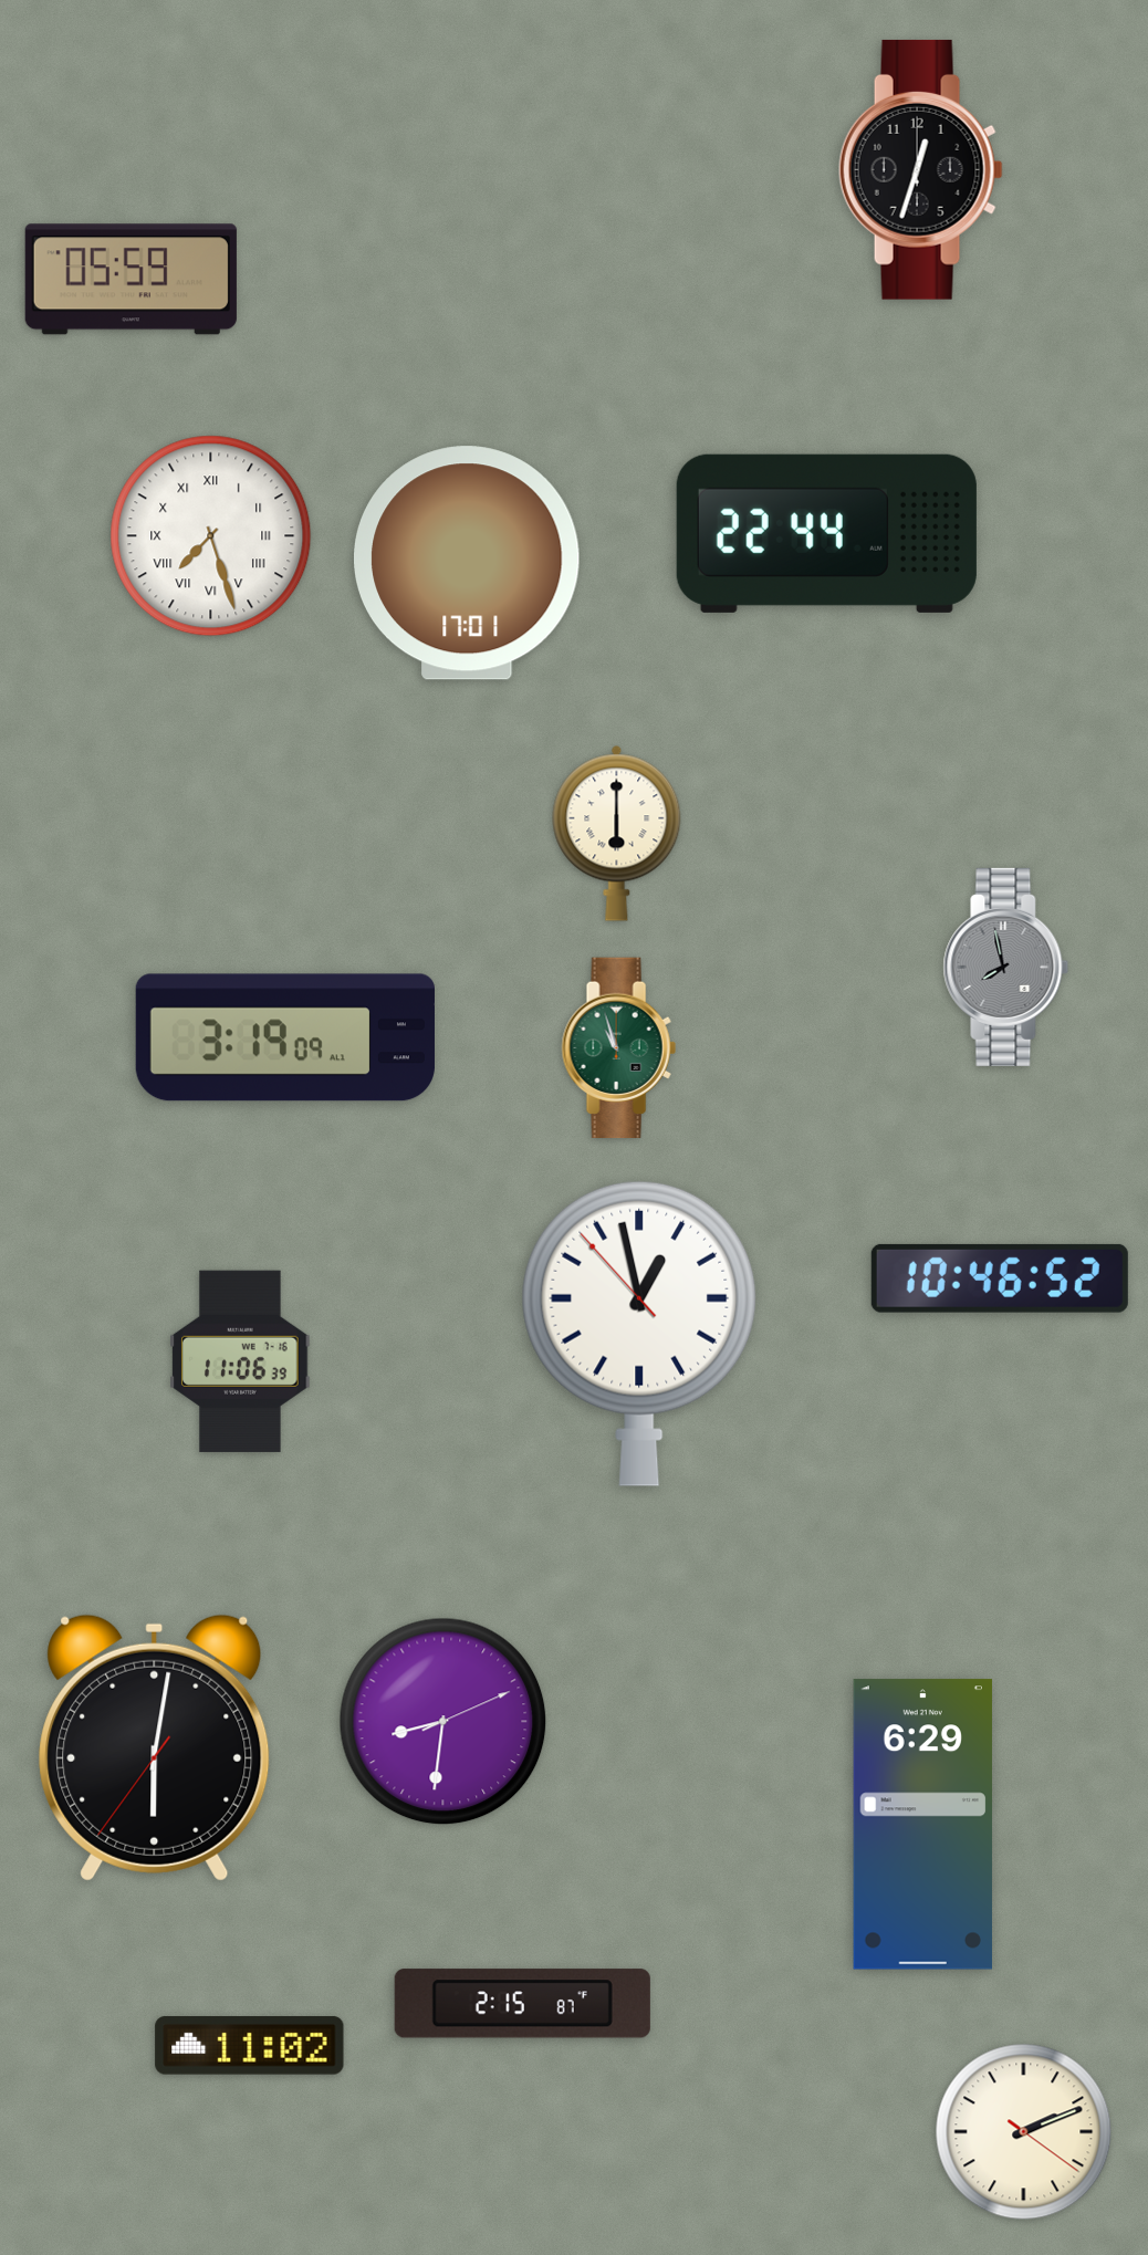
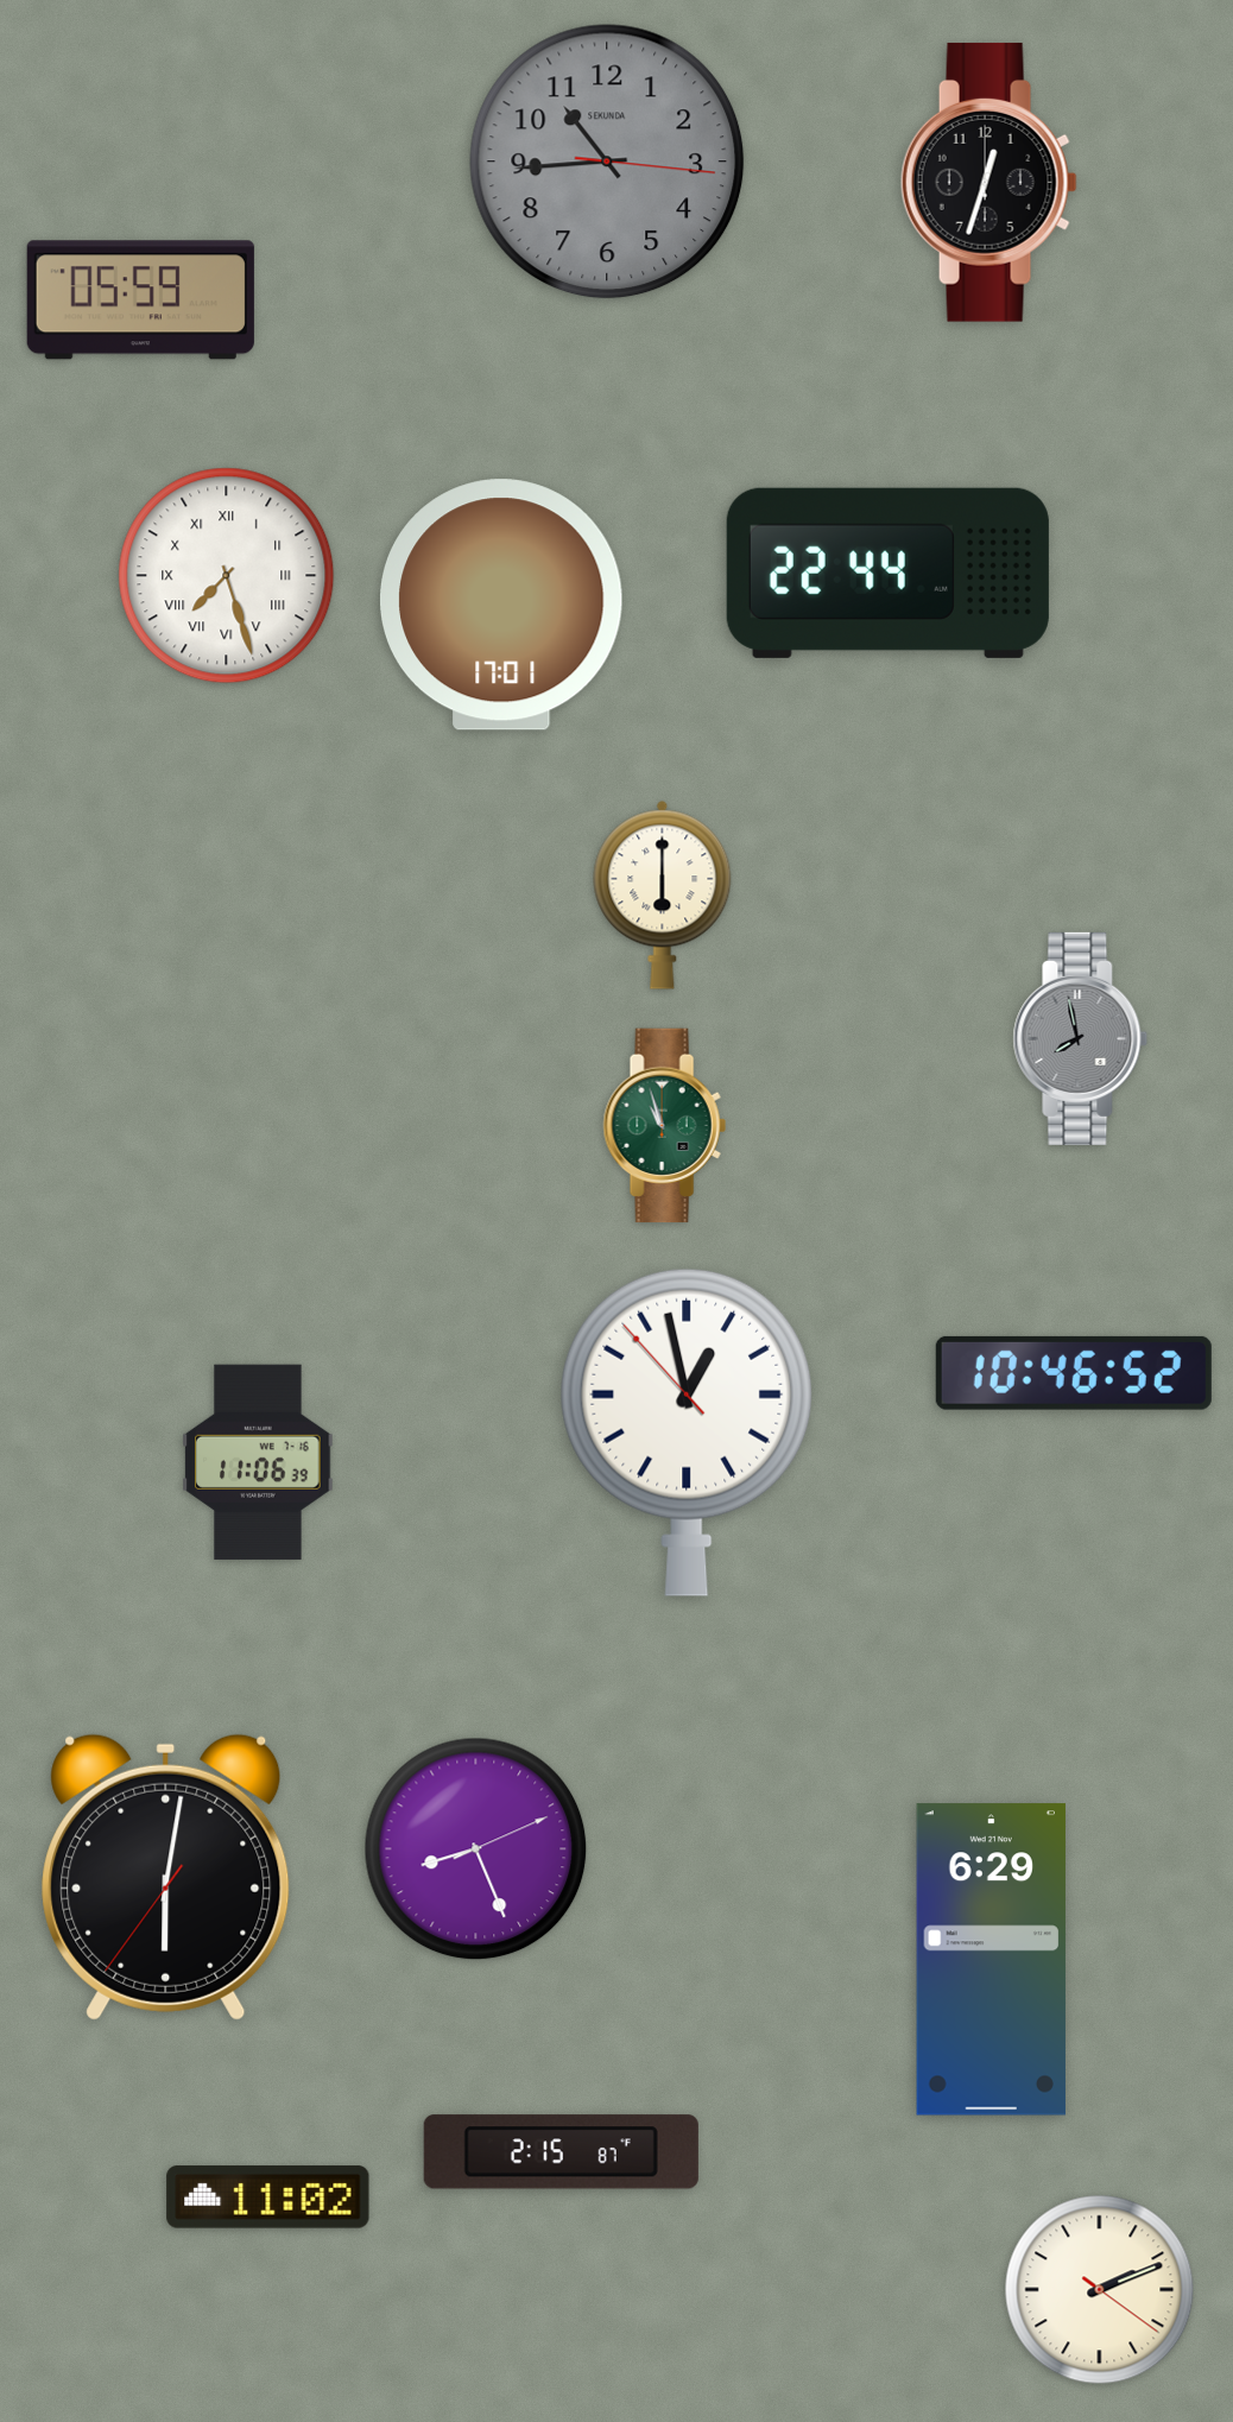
clock at (607, 162): none -> 10:44
clock at (285, 1037): 3:19 -> none
clock at (443, 1722): 8:31 -> 8:26
